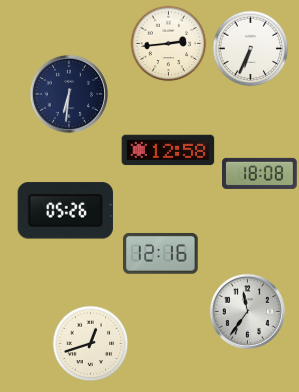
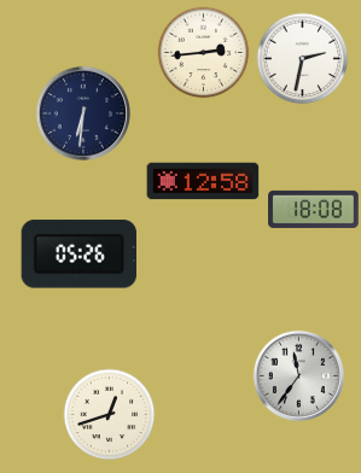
clock at (251, 49): 6:34 -> 2:32
clock at (161, 254): 12:16 -> none
